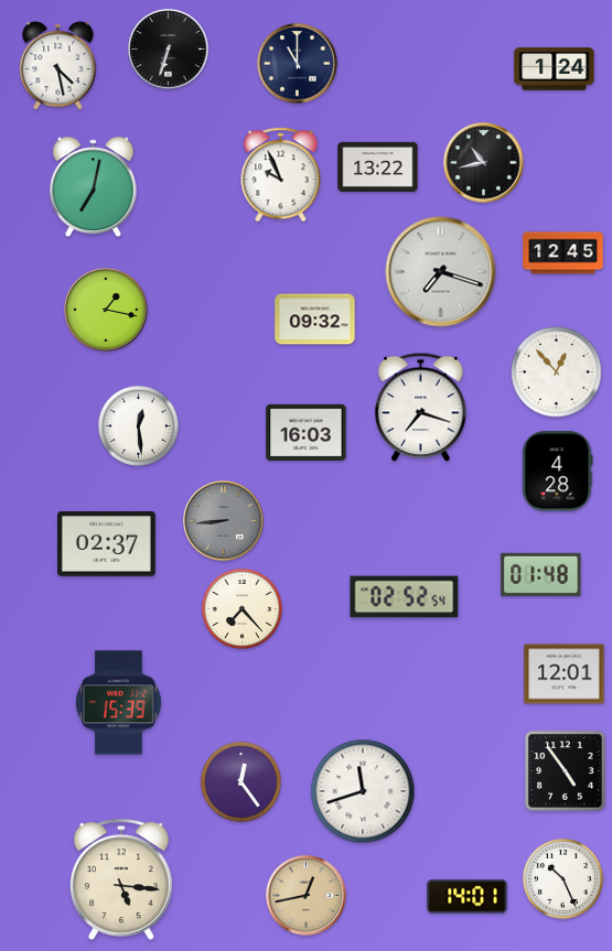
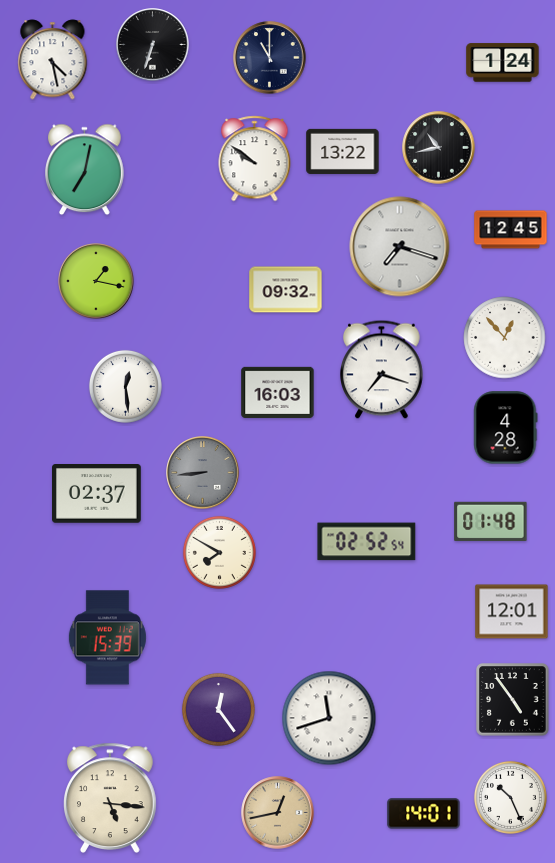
clock at (281, 175): 9:56 -> 9:51
clock at (241, 608): 7:23 -> 7:50
